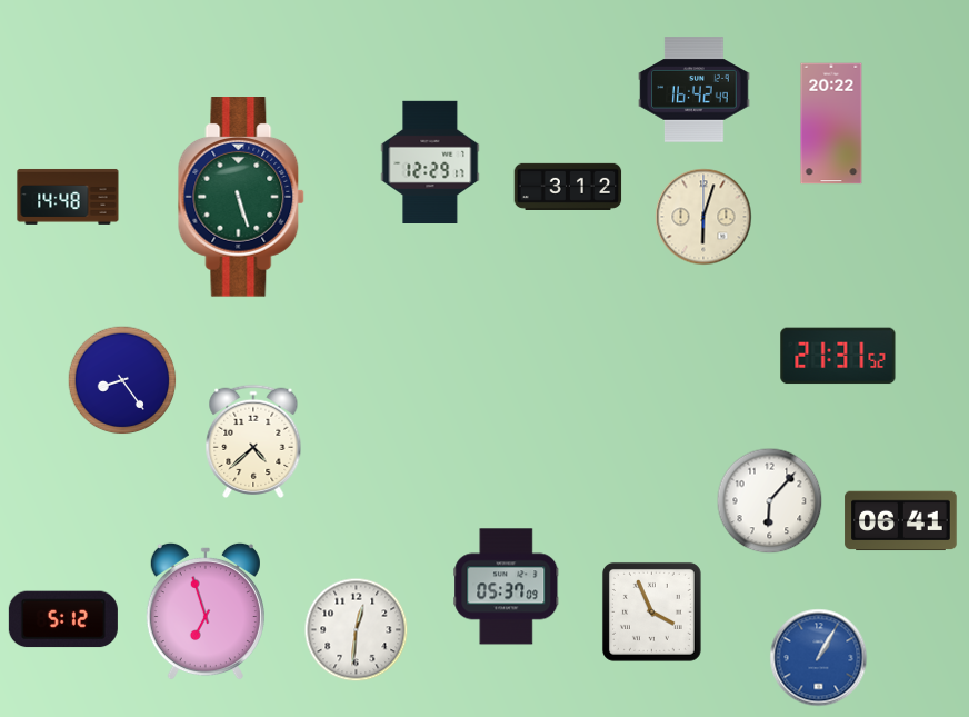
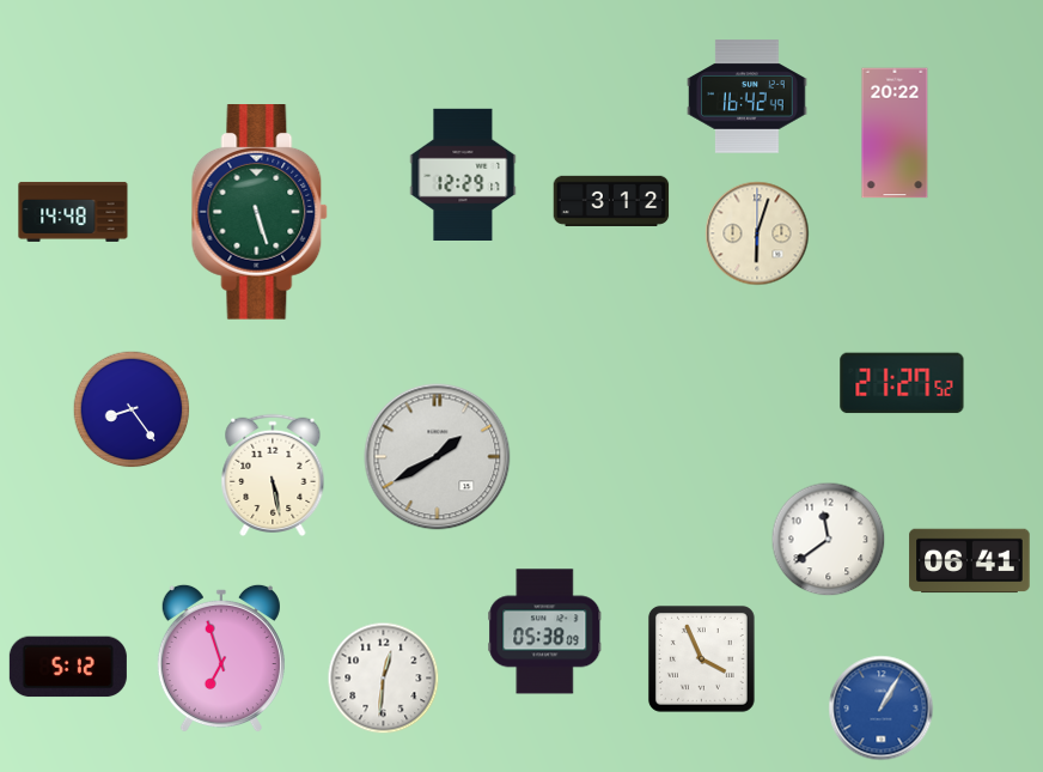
clock at (838, 356): 21:31 -> 21:27
clock at (438, 457): none -> 1:40
clock at (253, 441): 4:38 -> 5:28
clock at (770, 501): 6:07 -> 11:39
clock at (507, 587): 05:37 -> 05:38
